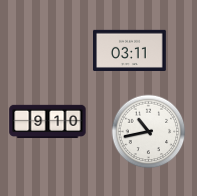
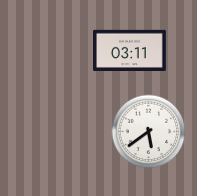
clock at (48, 122): 9:10 -> none
clock at (149, 132): 10:43 -> 5:39
